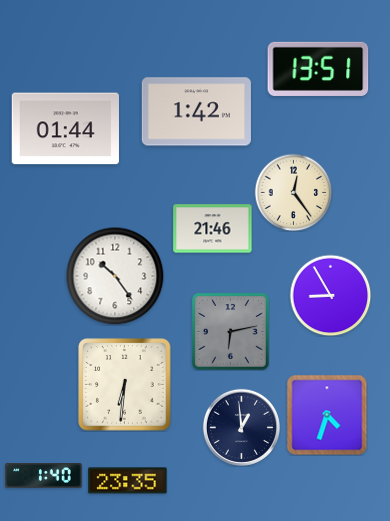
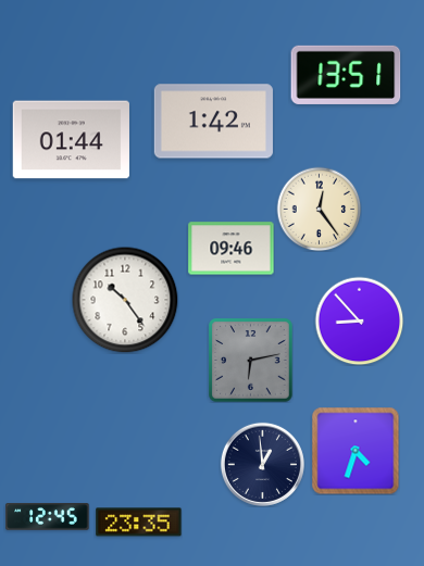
clock at (213, 229): 21:46 -> 09:46
clock at (330, 295): 8:55 -> 8:53
clock at (125, 385): 6:31 -> none
clock at (44, 476): 1:40 -> 12:45
